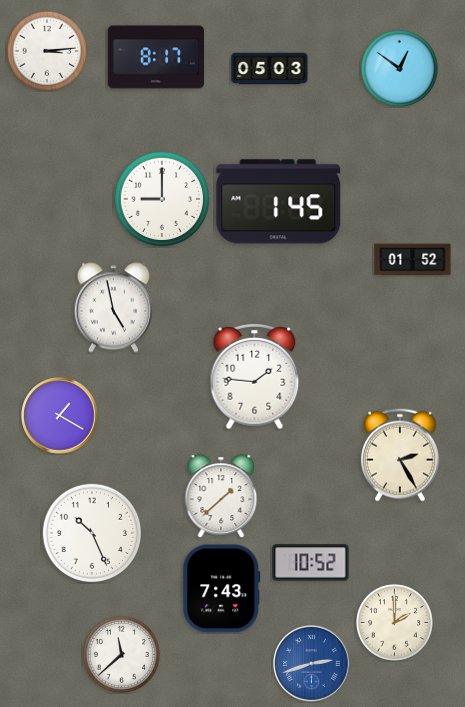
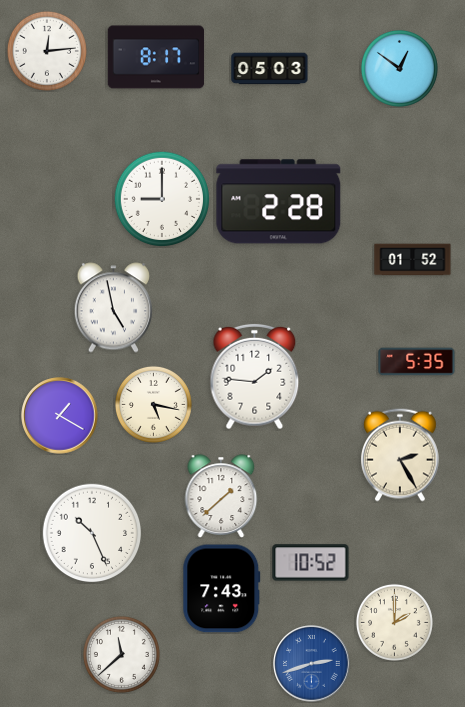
clock at (47, 51): 3:14 -> 12:14
clock at (279, 202): 1:45 -> 2:28
clock at (417, 362): none -> 5:35
clock at (153, 404): none -> 5:17
